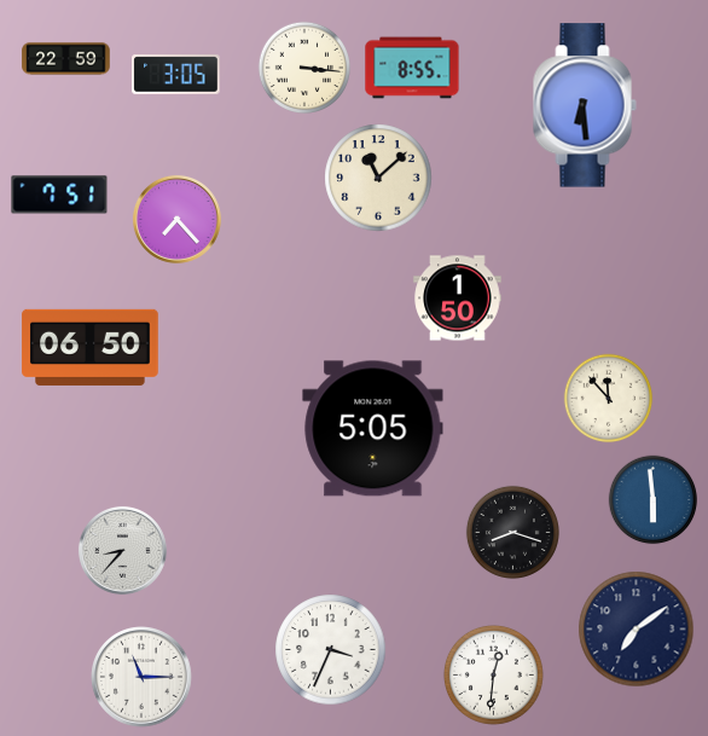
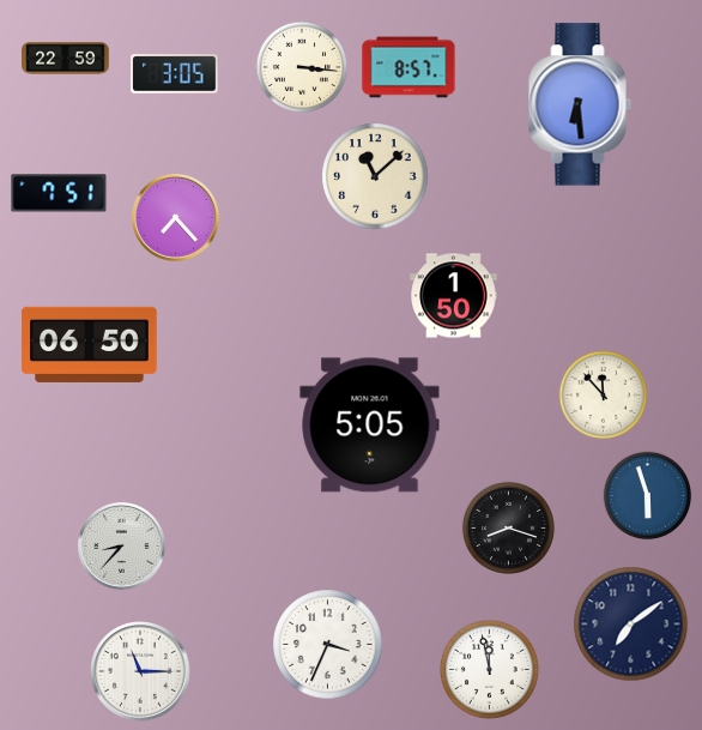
clock at (412, 68): 8:55 -> 8:57
clock at (654, 500): 5:59 -> 5:57
clock at (493, 674): 12:31 -> 11:58
